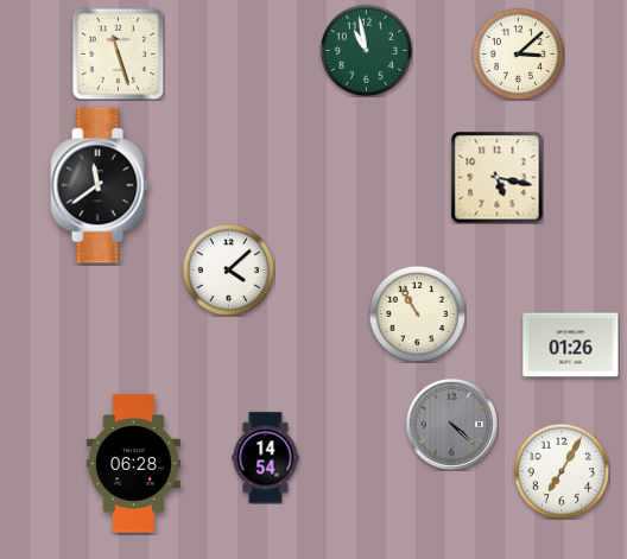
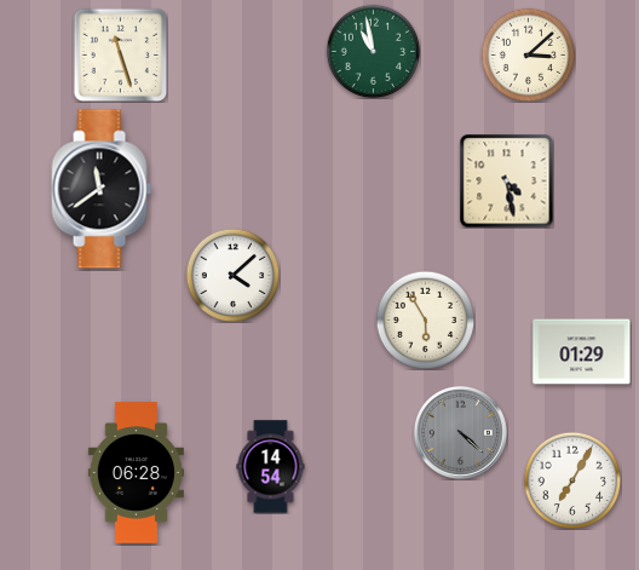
clock at (496, 177): 5:17 -> 4:28
clock at (417, 313): 10:55 -> 5:55
clock at (571, 345): 01:26 -> 01:29
